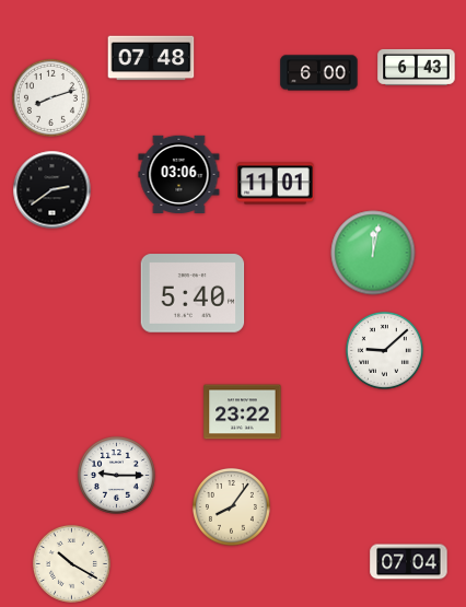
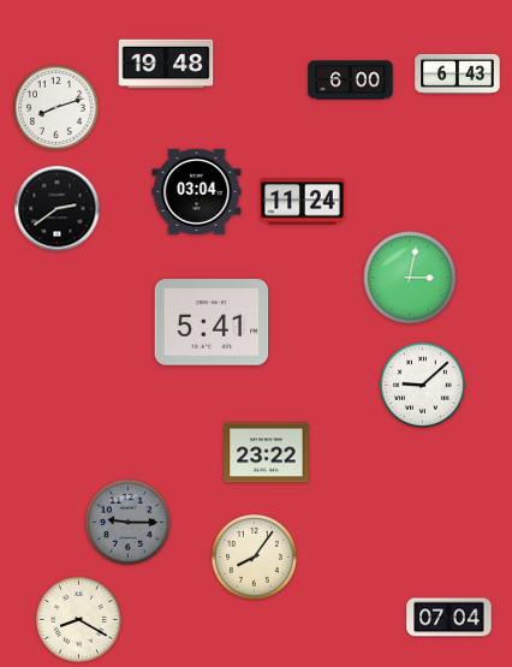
clock at (151, 58): 07:48 -> 19:48
clock at (179, 174): 03:06 -> 03:04
clock at (276, 184): 11:01 -> 11:24
clock at (373, 253): 12:02 -> 3:02
clock at (193, 293): 5:40 -> 5:41
clock at (116, 475) dial: white -> grey
clock at (71, 563): 10:20 -> 8:20
